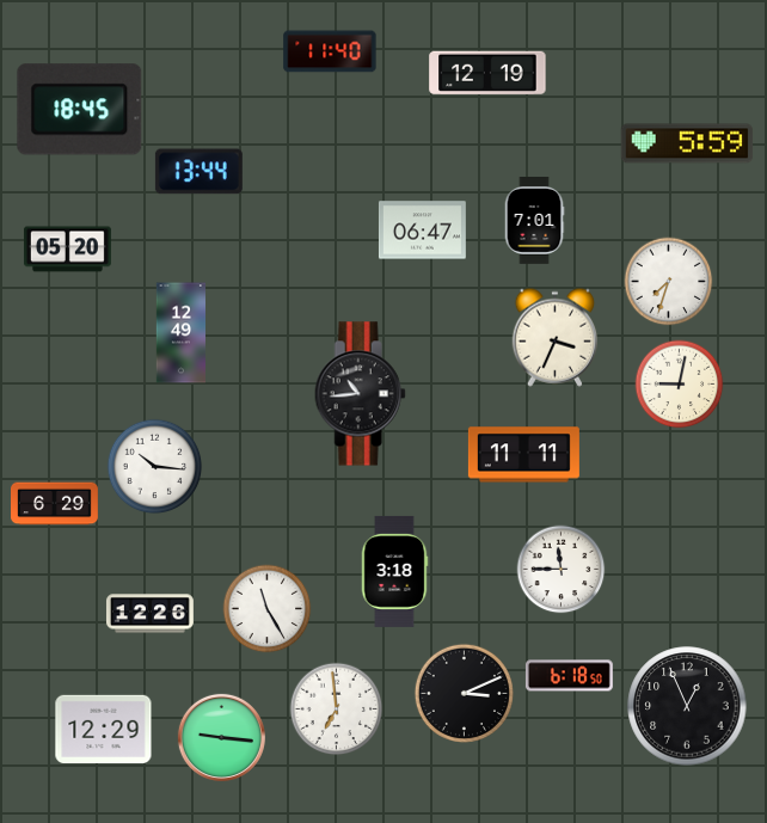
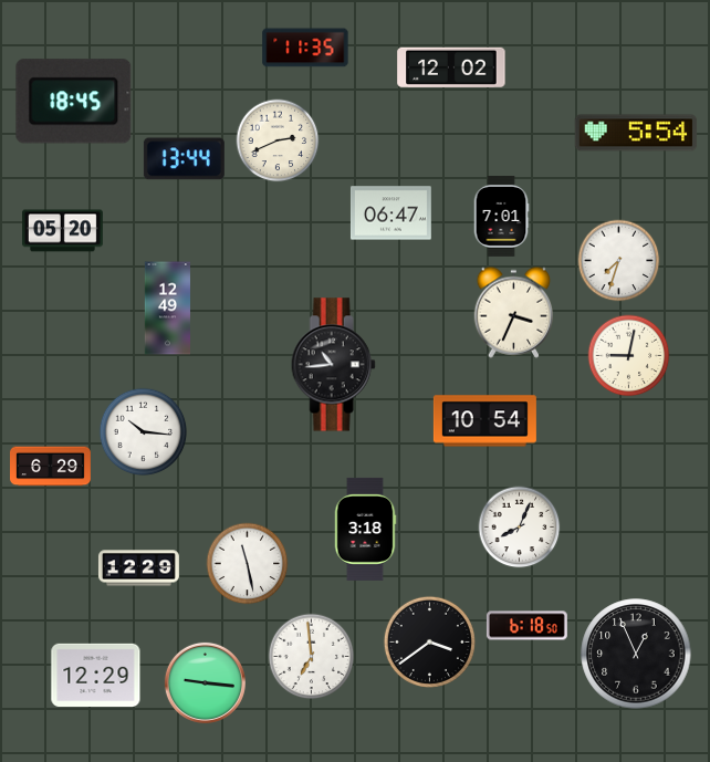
clock at (330, 51): 11:40 -> 11:35
clock at (487, 72): 12:19 -> 12:02
clock at (687, 143): 5:59 -> 5:54
clock at (278, 140): none -> 2:41
clock at (534, 220) position: (534, 220) -> (501, 216)
clock at (523, 455): 11:11 -> 10:54
clock at (562, 570): 11:45 -> 8:04
clock at (268, 609): 11:25 -> 11:28
clock at (149, 614): 12:26 -> 12:29
clock at (464, 693): 3:11 -> 3:39
